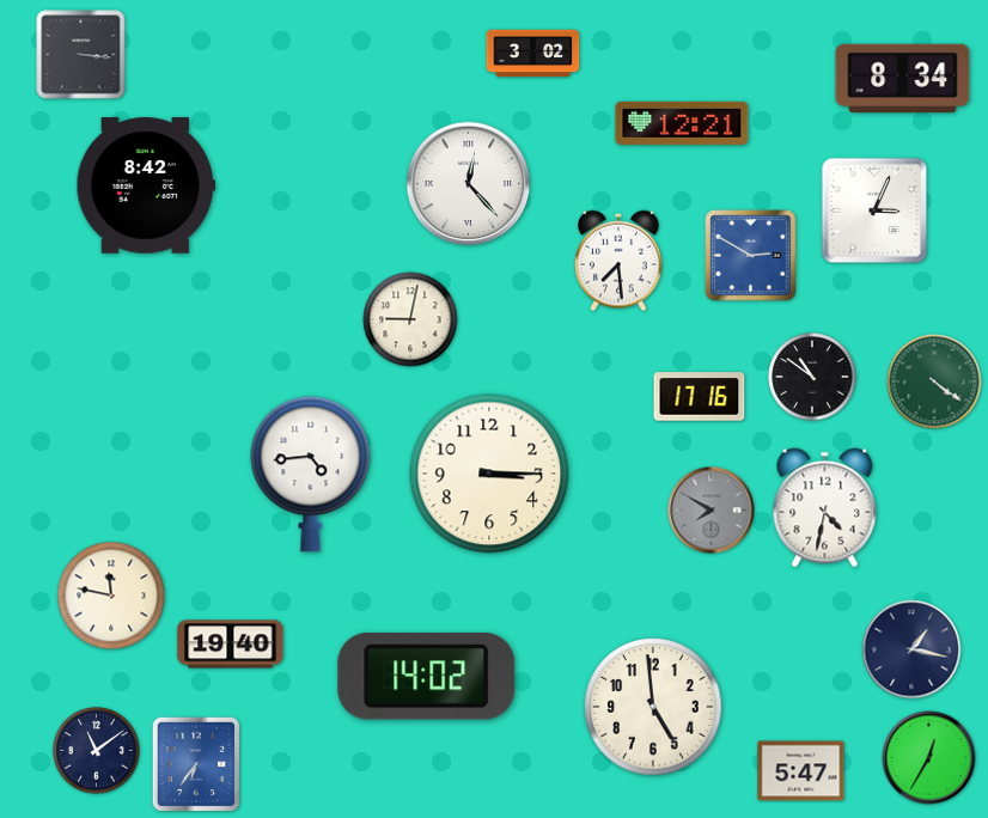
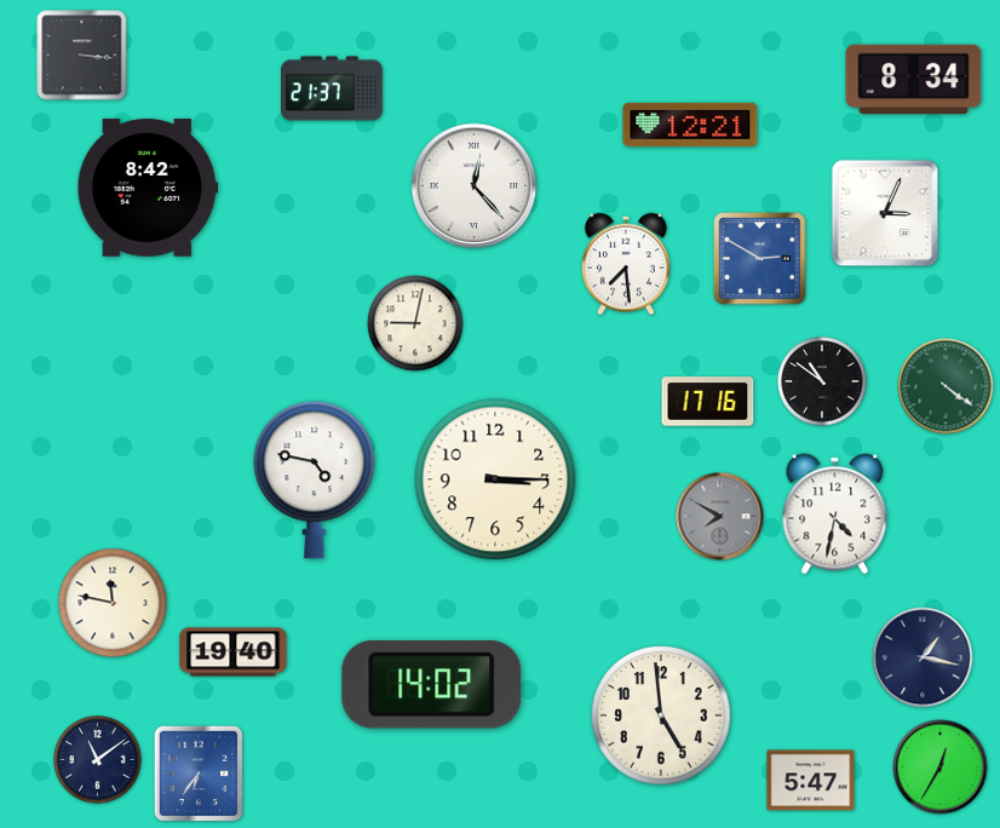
clock at (533, 54): 3:02 -> none
clock at (333, 88): none -> 21:37
clock at (311, 475): 4:44 -> 4:47
